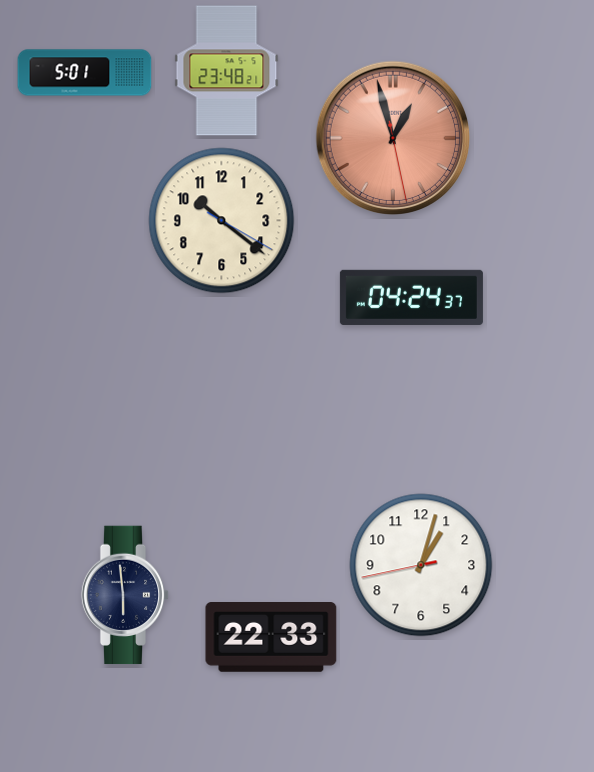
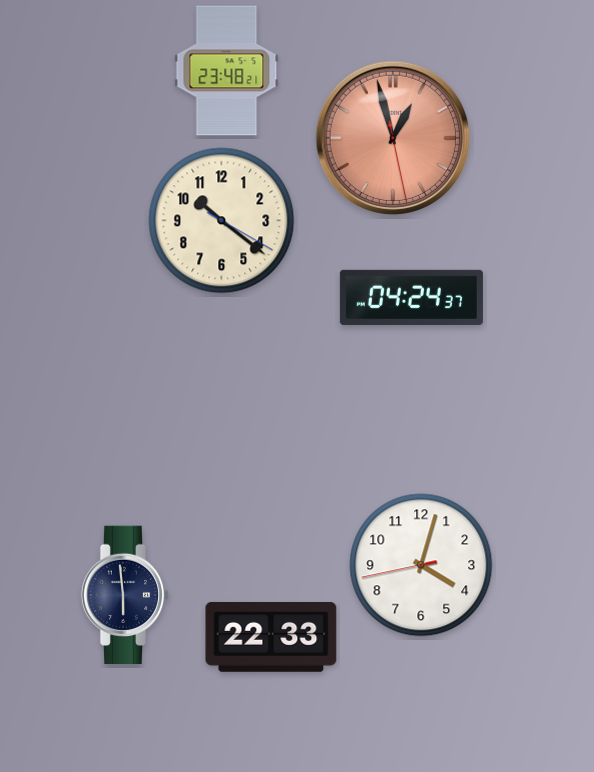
clock at (85, 73): 5:01 -> none
clock at (421, 565): 1:02 -> 4:02
